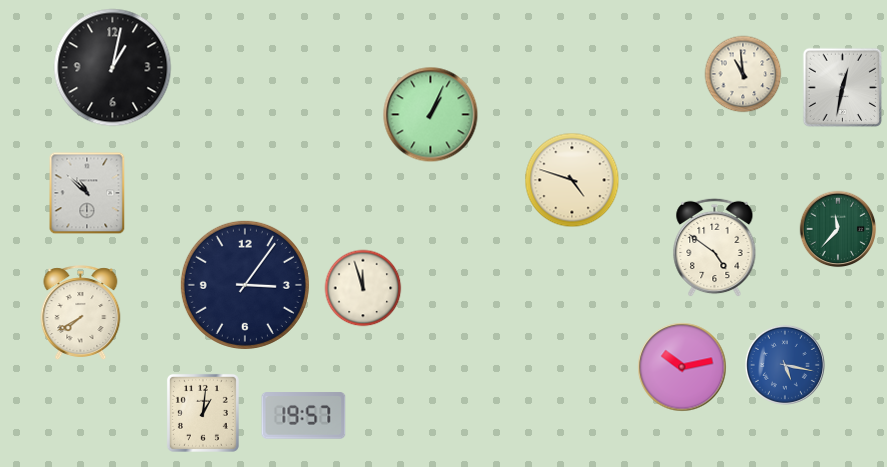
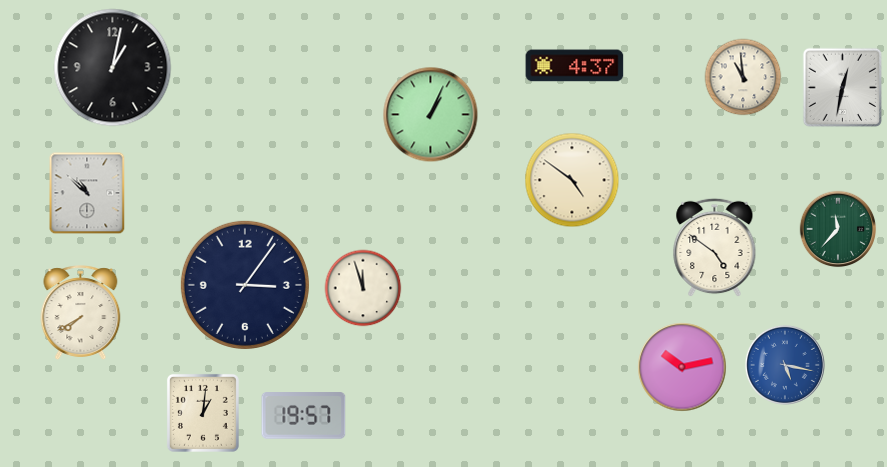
clock at (575, 66): none -> 4:37
clock at (743, 74) position: (743, 74) -> (743, 77)
clock at (572, 180): 4:48 -> 4:51
